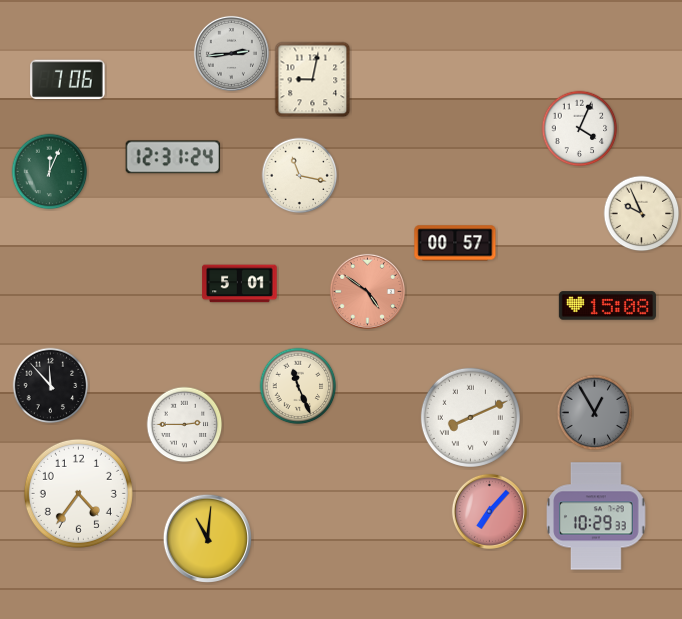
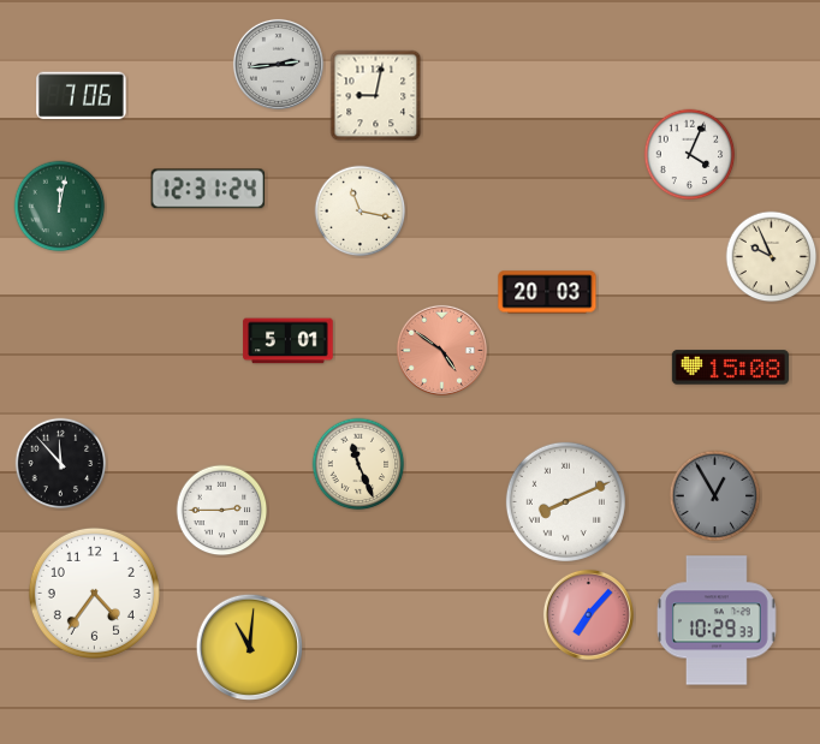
clock at (580, 129) position: (580, 129) -> (690, 155)
clock at (50, 172): 12:04 -> 12:02
clock at (455, 243): 00:57 -> 20:03
